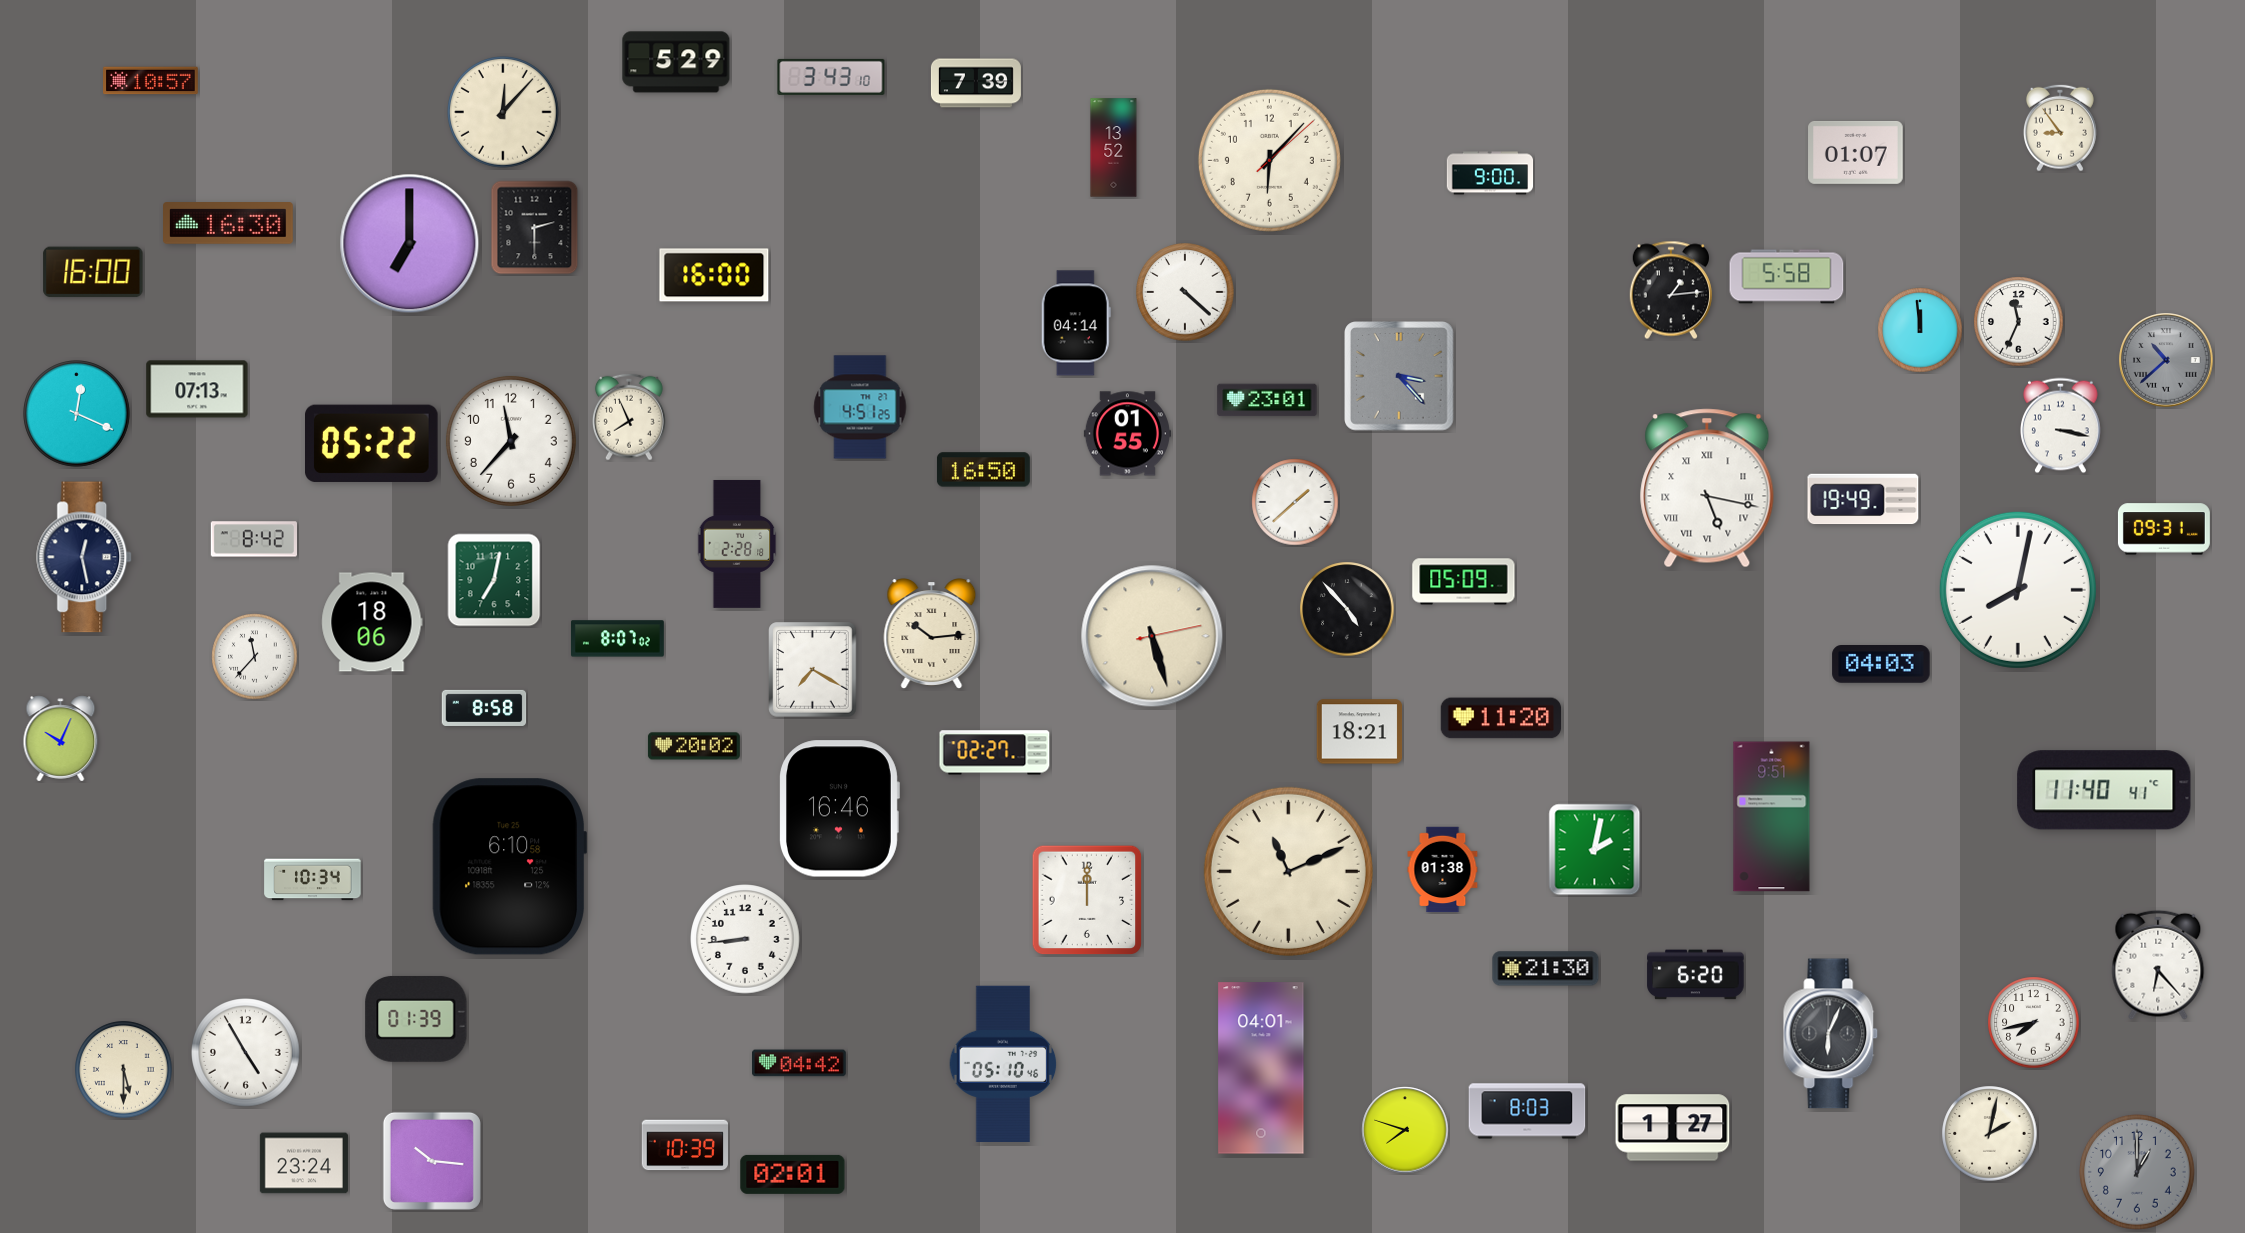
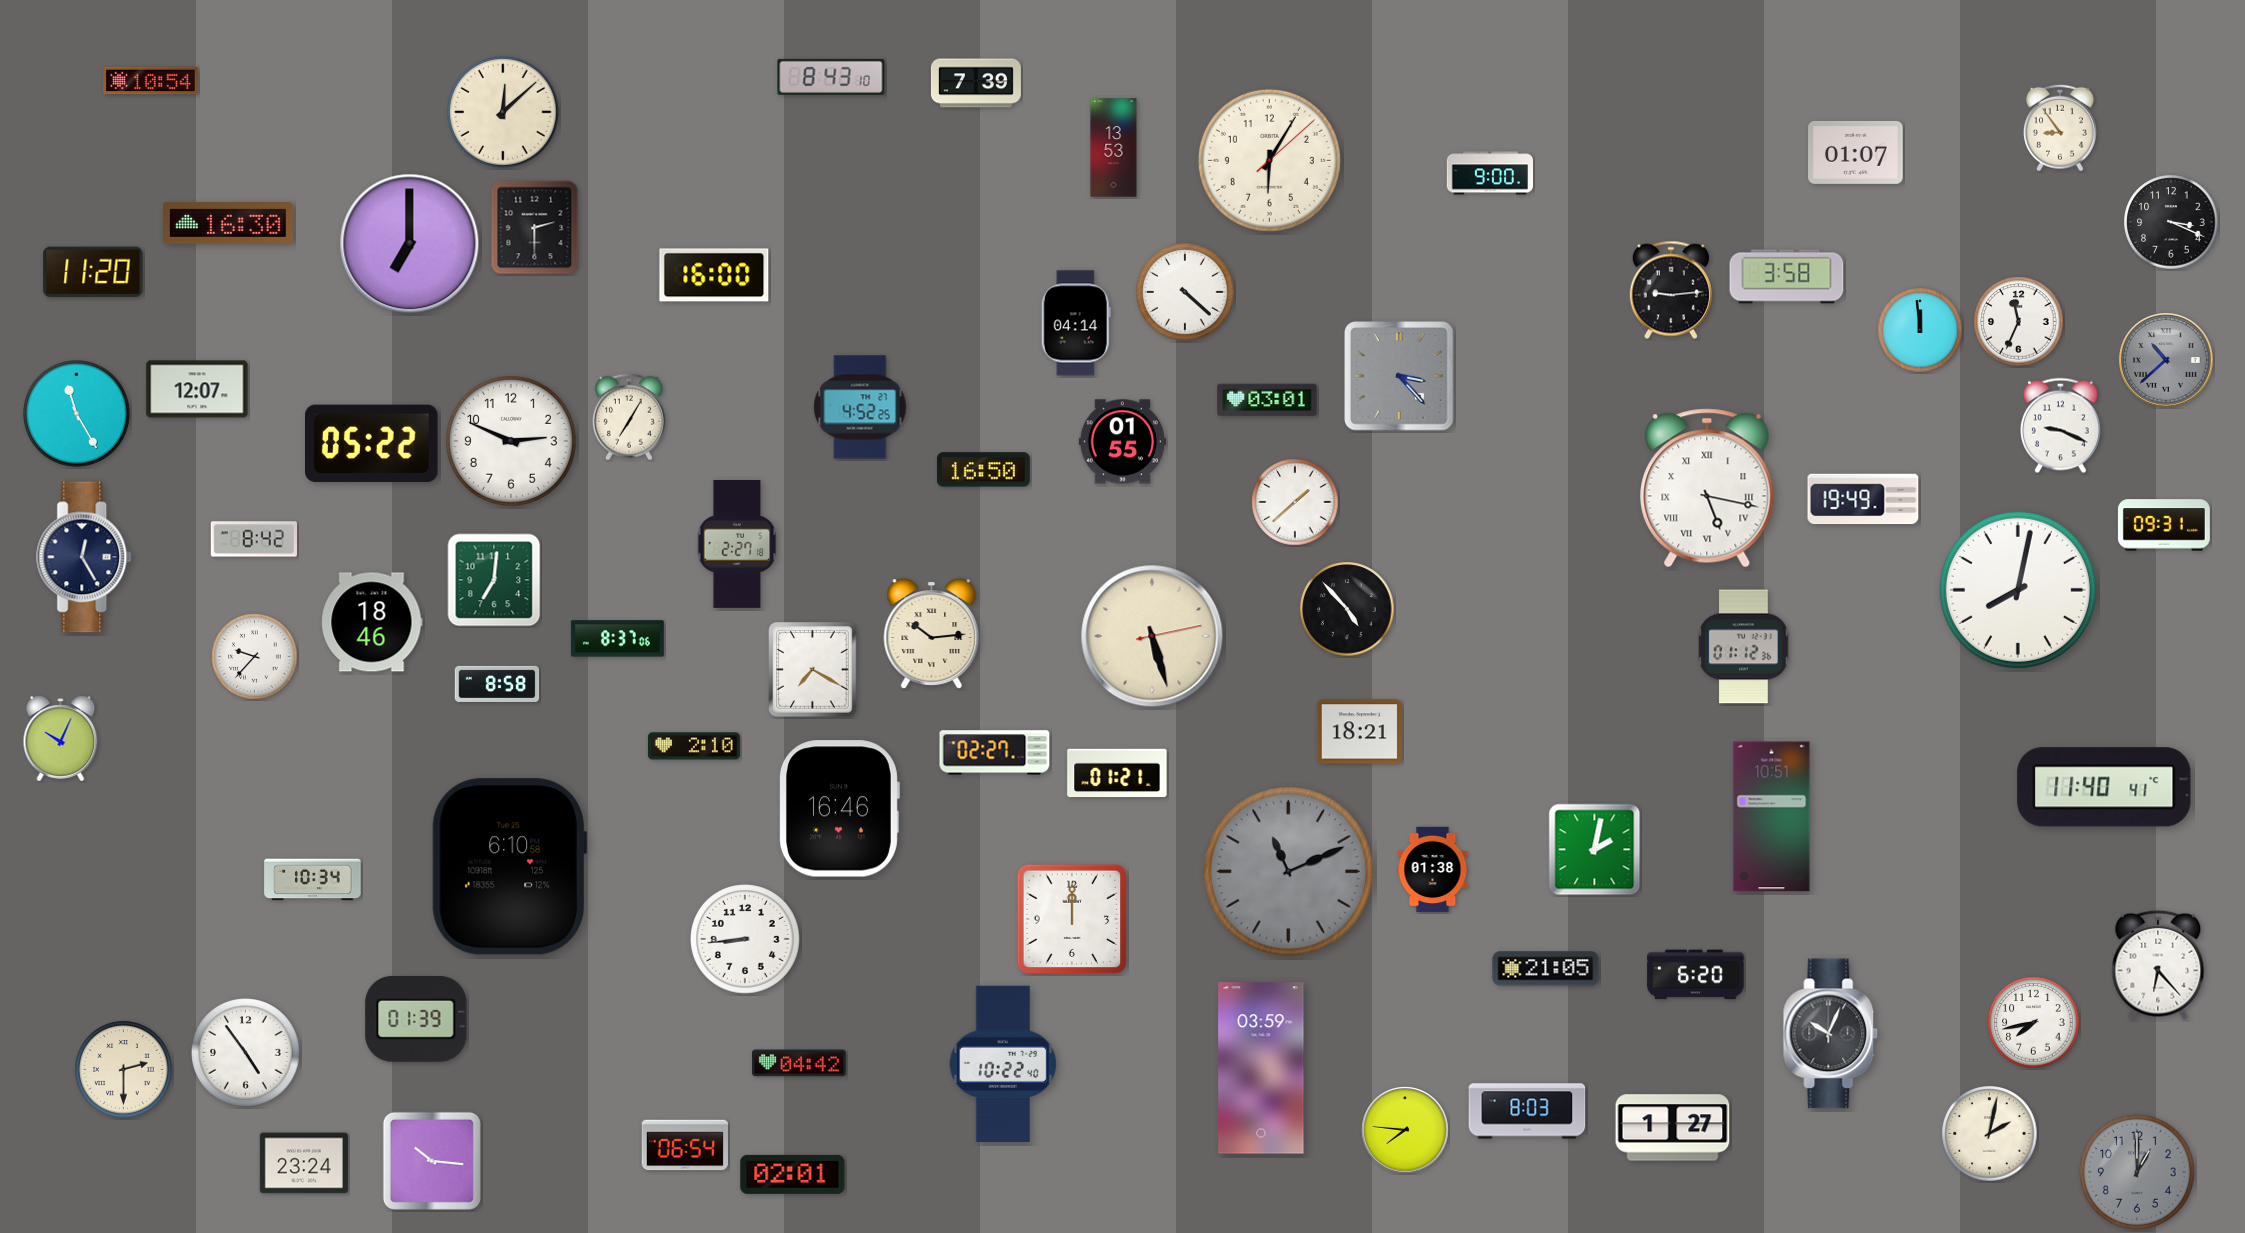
clock at (676, 62): 5:29 -> none
clock at (831, 77): 3:43 -> 8:43
clock at (151, 81): 10:57 -> 10:54
clock at (504, 112): 12:07 -> 12:08
clock at (1114, 148): 13:52 -> 13:53
clock at (1269, 160): 6:07 -> 6:05
clock at (2171, 222): none -> 3:19
clock at (93, 272): 16:00 -> 11:20
clock at (1787, 277): 5:58 -> 3:58
clock at (1671, 290): 1:14 -> 9:14
clock at (197, 389): 07:13 -> 12:07
clock at (1267, 400): 23:01 -> 03:01
clock at (860, 407): 4:51 -> 4:52
clock at (77, 414): 12:19 -> 11:25
clock at (629, 417): 7:56 -> 7:05
clock at (2061, 426): 3:17 -> 9:19
clock at (1127, 434) position: (1127, 434) -> (1122, 442)
clock at (511, 441): 11:37 -> 2:49
clock at (2164, 529) position: (2164, 529) -> (2164, 525)
clock at (737, 544): 2:28 -> 2:27
clock at (85, 557): 12:28 -> 12:25
clock at (494, 580): 7:02 -> 7:01
clock at (1464, 582): 05:09 -> none
clock at (372, 622): 18:06 -> 18:46
clock at (617, 639): 8:07 -> 8:37
clock at (1744, 647): none -> 01:12
clock at (255, 657): 11:37 -> 9:37
clock at (1881, 665): 04:03 -> none
clock at (484, 708) position: (484, 708) -> (497, 684)
clock at (1501, 718): 11:20 -> none
clock at (694, 746): 20:02 -> 2:10
clock at (1117, 773): none -> 01:21
clock at (2104, 790) position: (2104, 790) -> (2104, 787)
clock at (1772, 817): 9:51 -> 10:51
clock at (1443, 870) position: (1443, 870) -> (1433, 870)
clock at (1288, 871) dial: cream -> grey
clock at (1087, 900) position: (1087, 900) -> (1072, 919)
clock at (1546, 969): 21:30 -> 21:05
clock at (1831, 1034): 6:04 -> 10:04
clock at (246, 1053): 4:55 -> 4:54
clock at (1003, 1063): 05:10 -> 10:22
clock at (1261, 1068): 04:01 -> 03:59
clock at (124, 1070): 5:30 -> 2:30
clock at (1405, 1130): 7:48 -> 7:46
clock at (684, 1145): 10:39 -> 06:54
